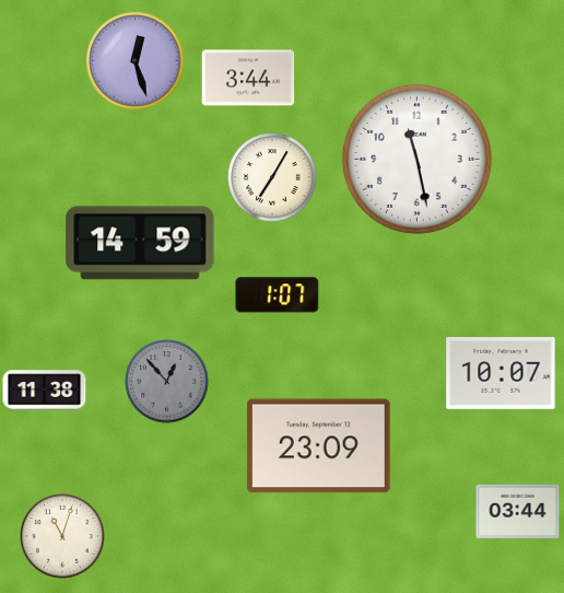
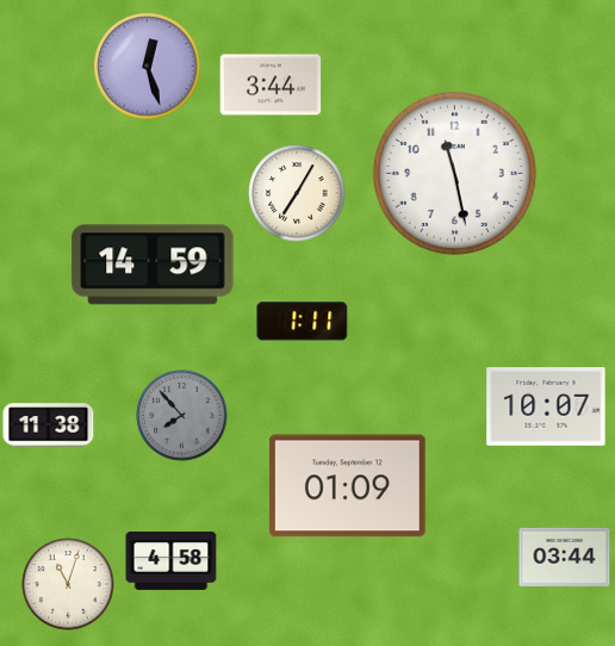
clock at (278, 295): 1:07 -> 1:11
clock at (167, 382): 12:53 -> 7:53
clock at (318, 446): 23:09 -> 01:09
clock at (172, 560): none -> 4:58
